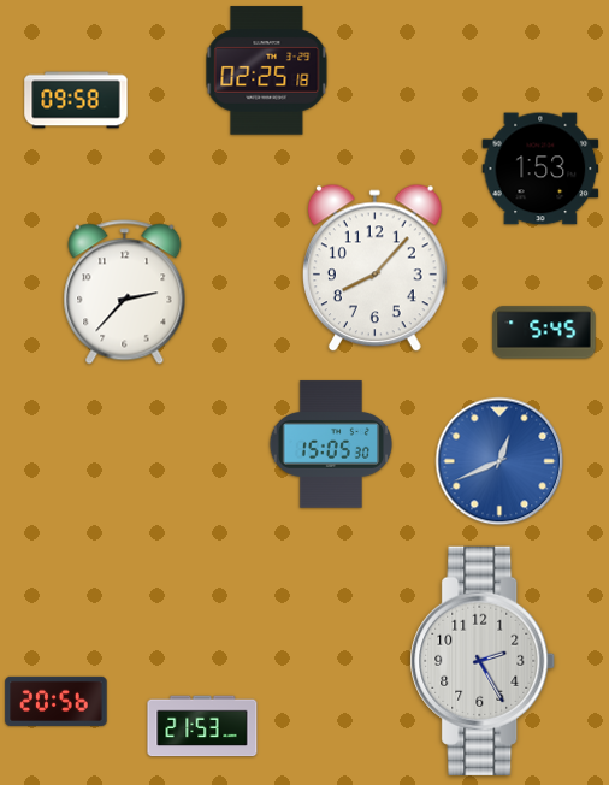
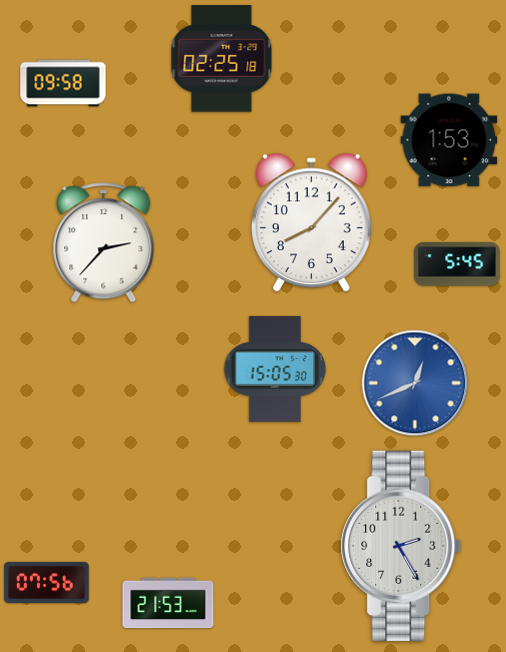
clock at (544, 332) position: (544, 332) -> (457, 264)
clock at (483, 661) position: (483, 661) -> (401, 546)
clock at (57, 701): 20:56 -> 07:56
